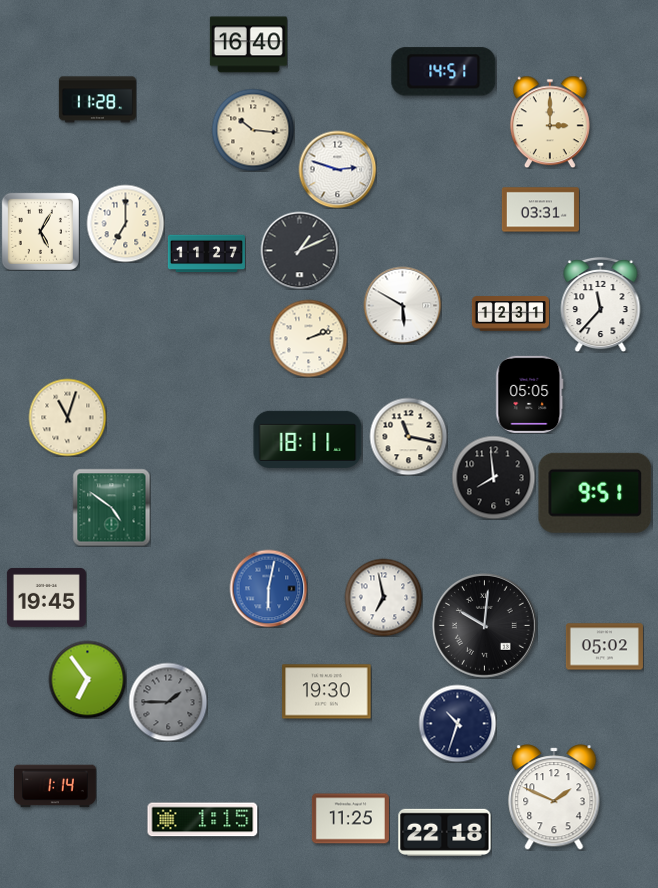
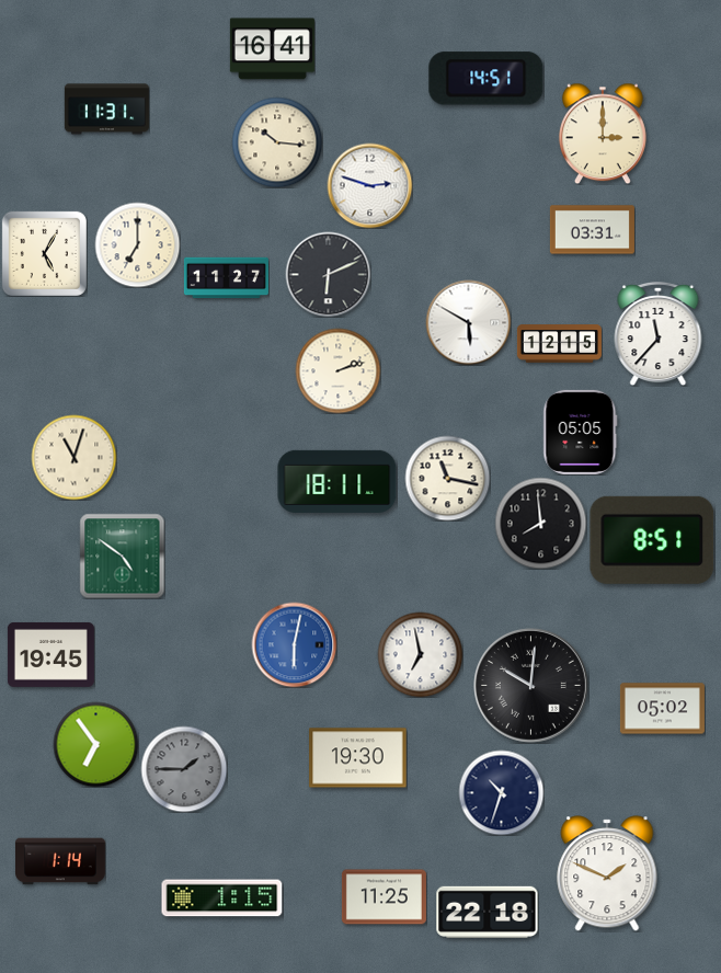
clock at (248, 45): 16:40 -> 16:41
clock at (97, 100): 11:28 -> 11:31
clock at (299, 250): 1:11 -> 6:11
clock at (402, 305) position: (402, 305) -> (468, 322)
clock at (510, 314): 12:31 -> 12:15
clock at (595, 493): 9:51 -> 8:51
